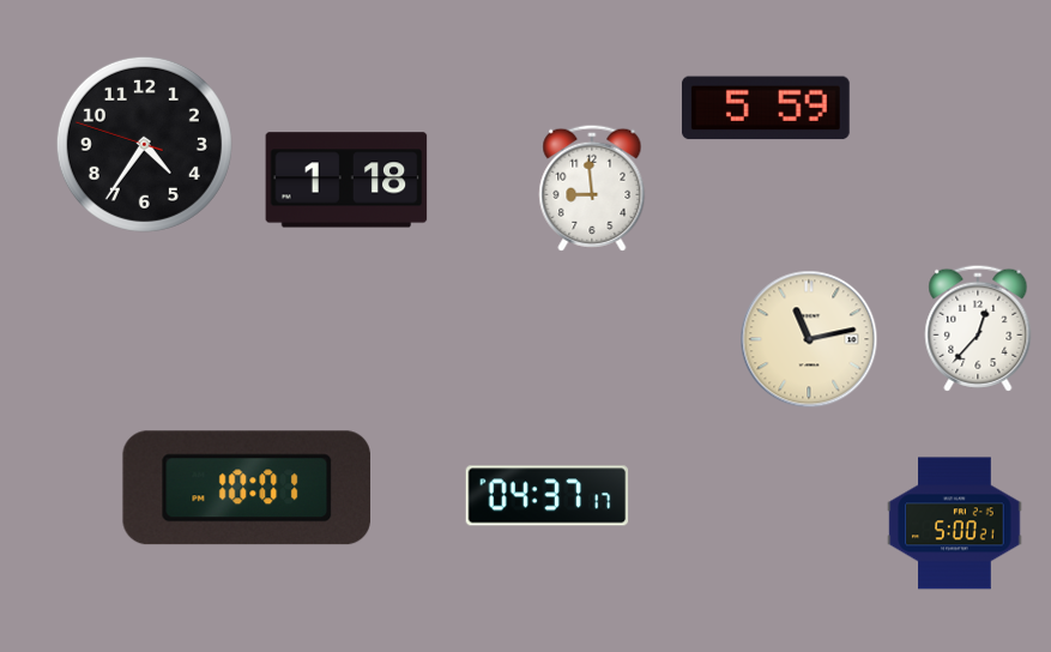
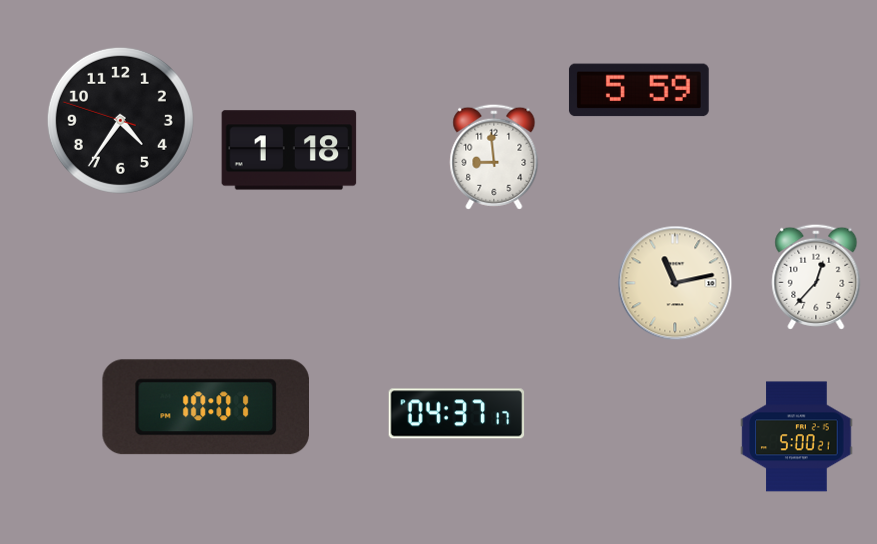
clock at (978, 328) position: (978, 328) -> (816, 277)
